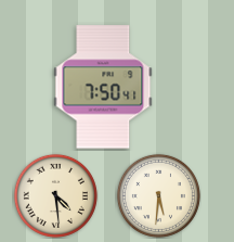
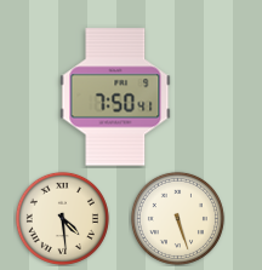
clock at (158, 195): 5:31 -> 5:27
